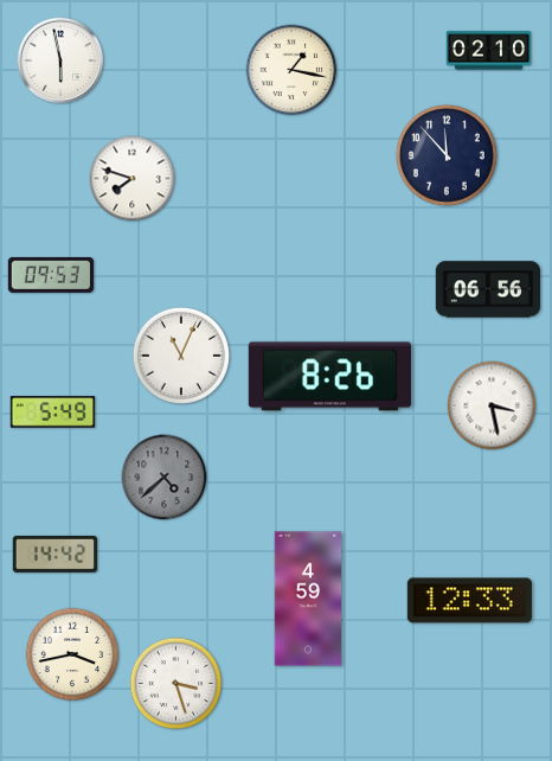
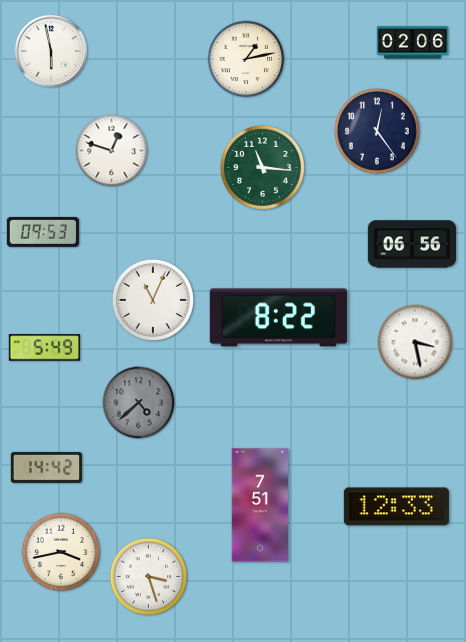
clock at (489, 51): 02:10 -> 02:06
clock at (291, 70): 1:17 -> 1:13
clock at (447, 155): 11:53 -> 12:24
clock at (133, 179): 7:48 -> 12:48
clock at (262, 167): none -> 11:16
clock at (329, 377): 8:26 -> 8:22
clock at (308, 599): 4:59 -> 7:51
